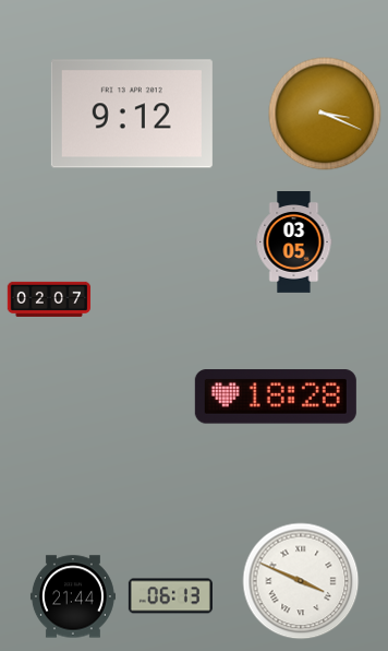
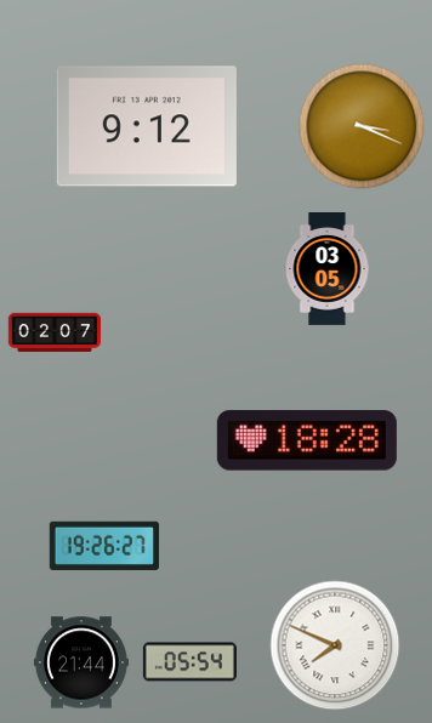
clock at (103, 546): none -> 19:26
clock at (301, 581): 3:49 -> 7:49
clock at (170, 596): 06:13 -> 05:54
